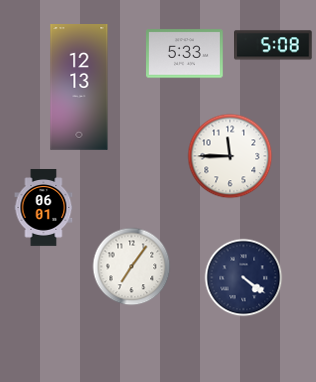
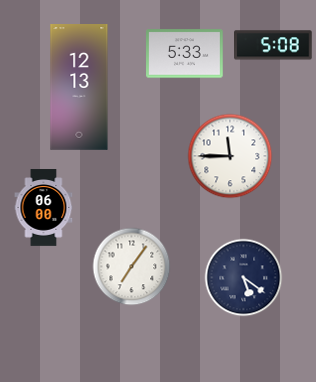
clock at (44, 208): 06:01 -> 06:00
clock at (243, 277): 4:21 -> 5:21
